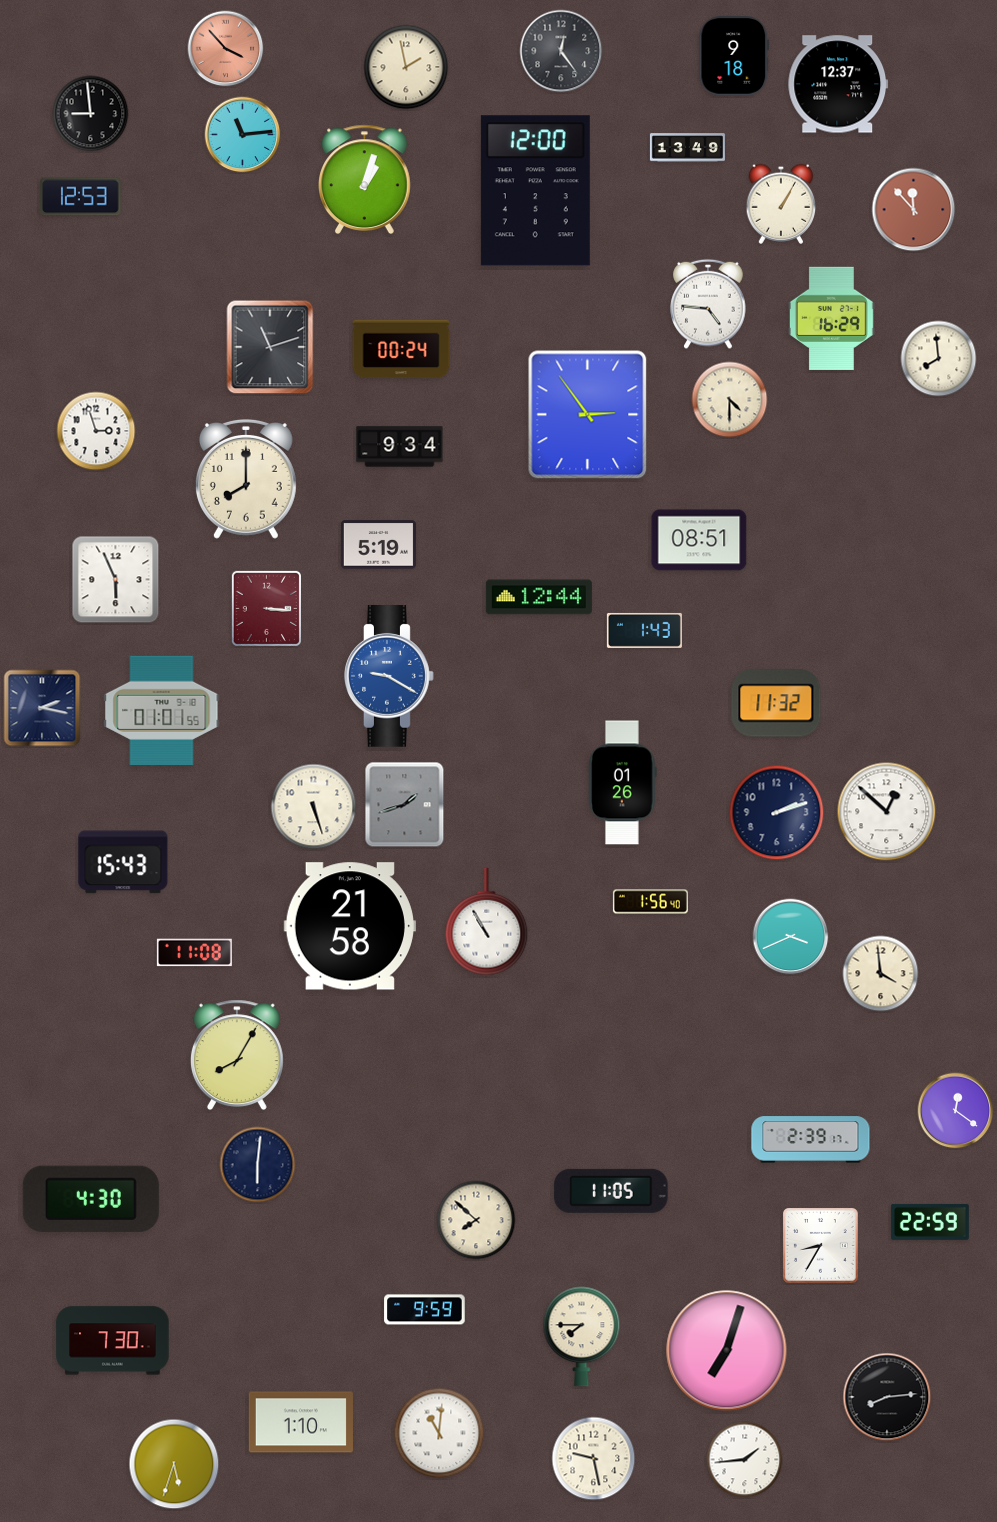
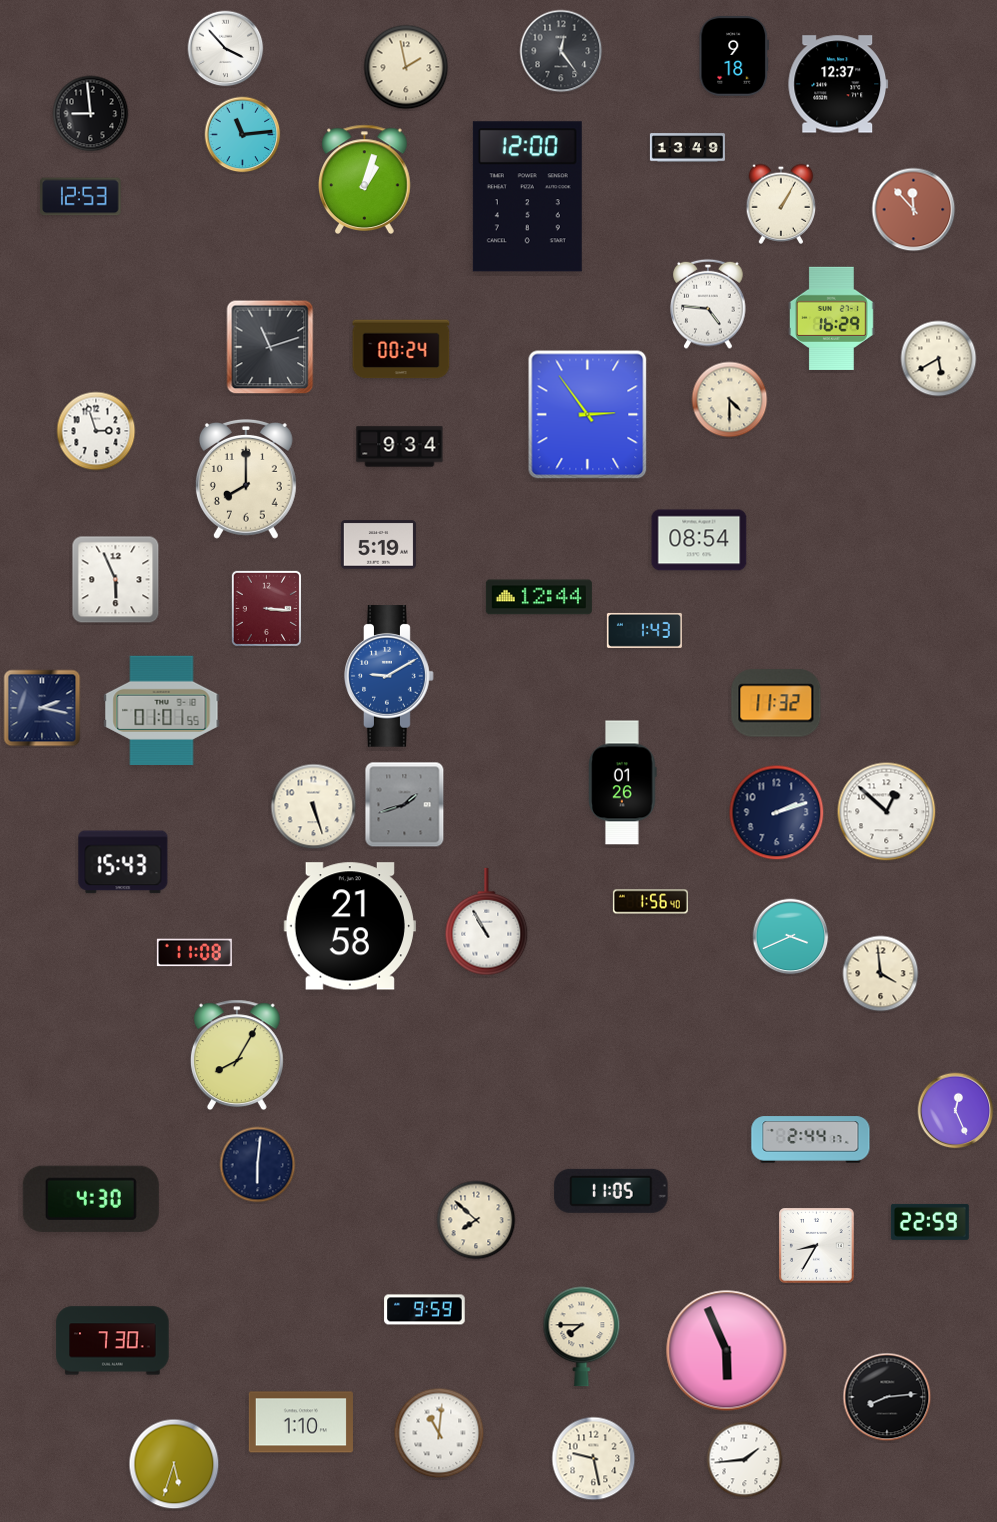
clock at (226, 49) dial: salmon -> white
clock at (535, 191) position: (535, 191) -> (527, 197)
clock at (939, 359): 7:59 -> 5:40
clock at (699, 540): 08:51 -> 08:54
clock at (389, 676): 9:20 -> 9:10
clock at (956, 1111): 12:21 -> 12:26
clock at (811, 1140): 2:39 -> 2:44
clock at (821, 1246) position: (821, 1246) -> (817, 1246)
clock at (727, 1351): 7:03 -> 5:56
